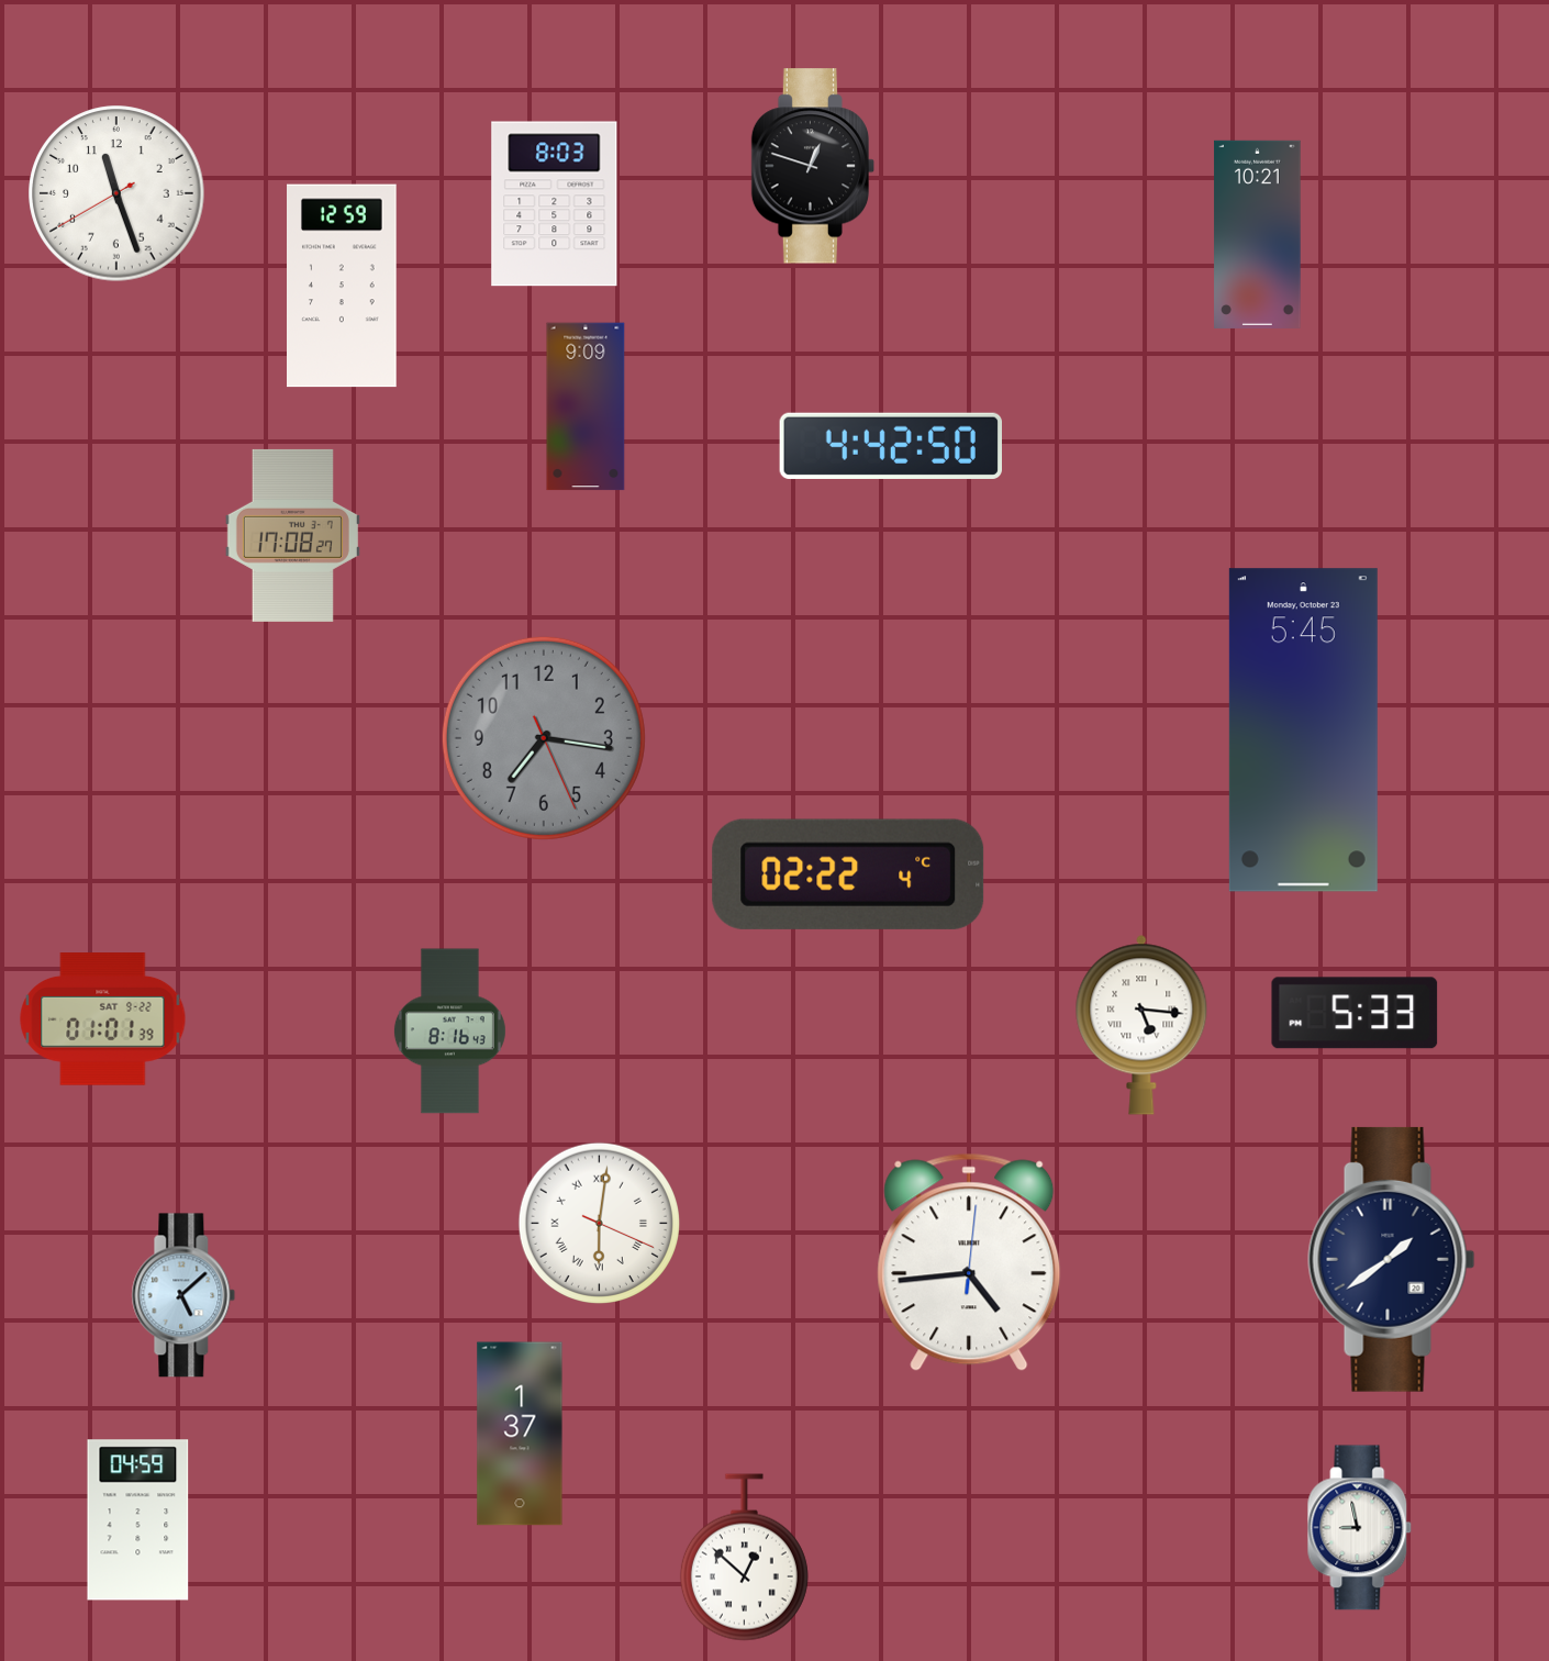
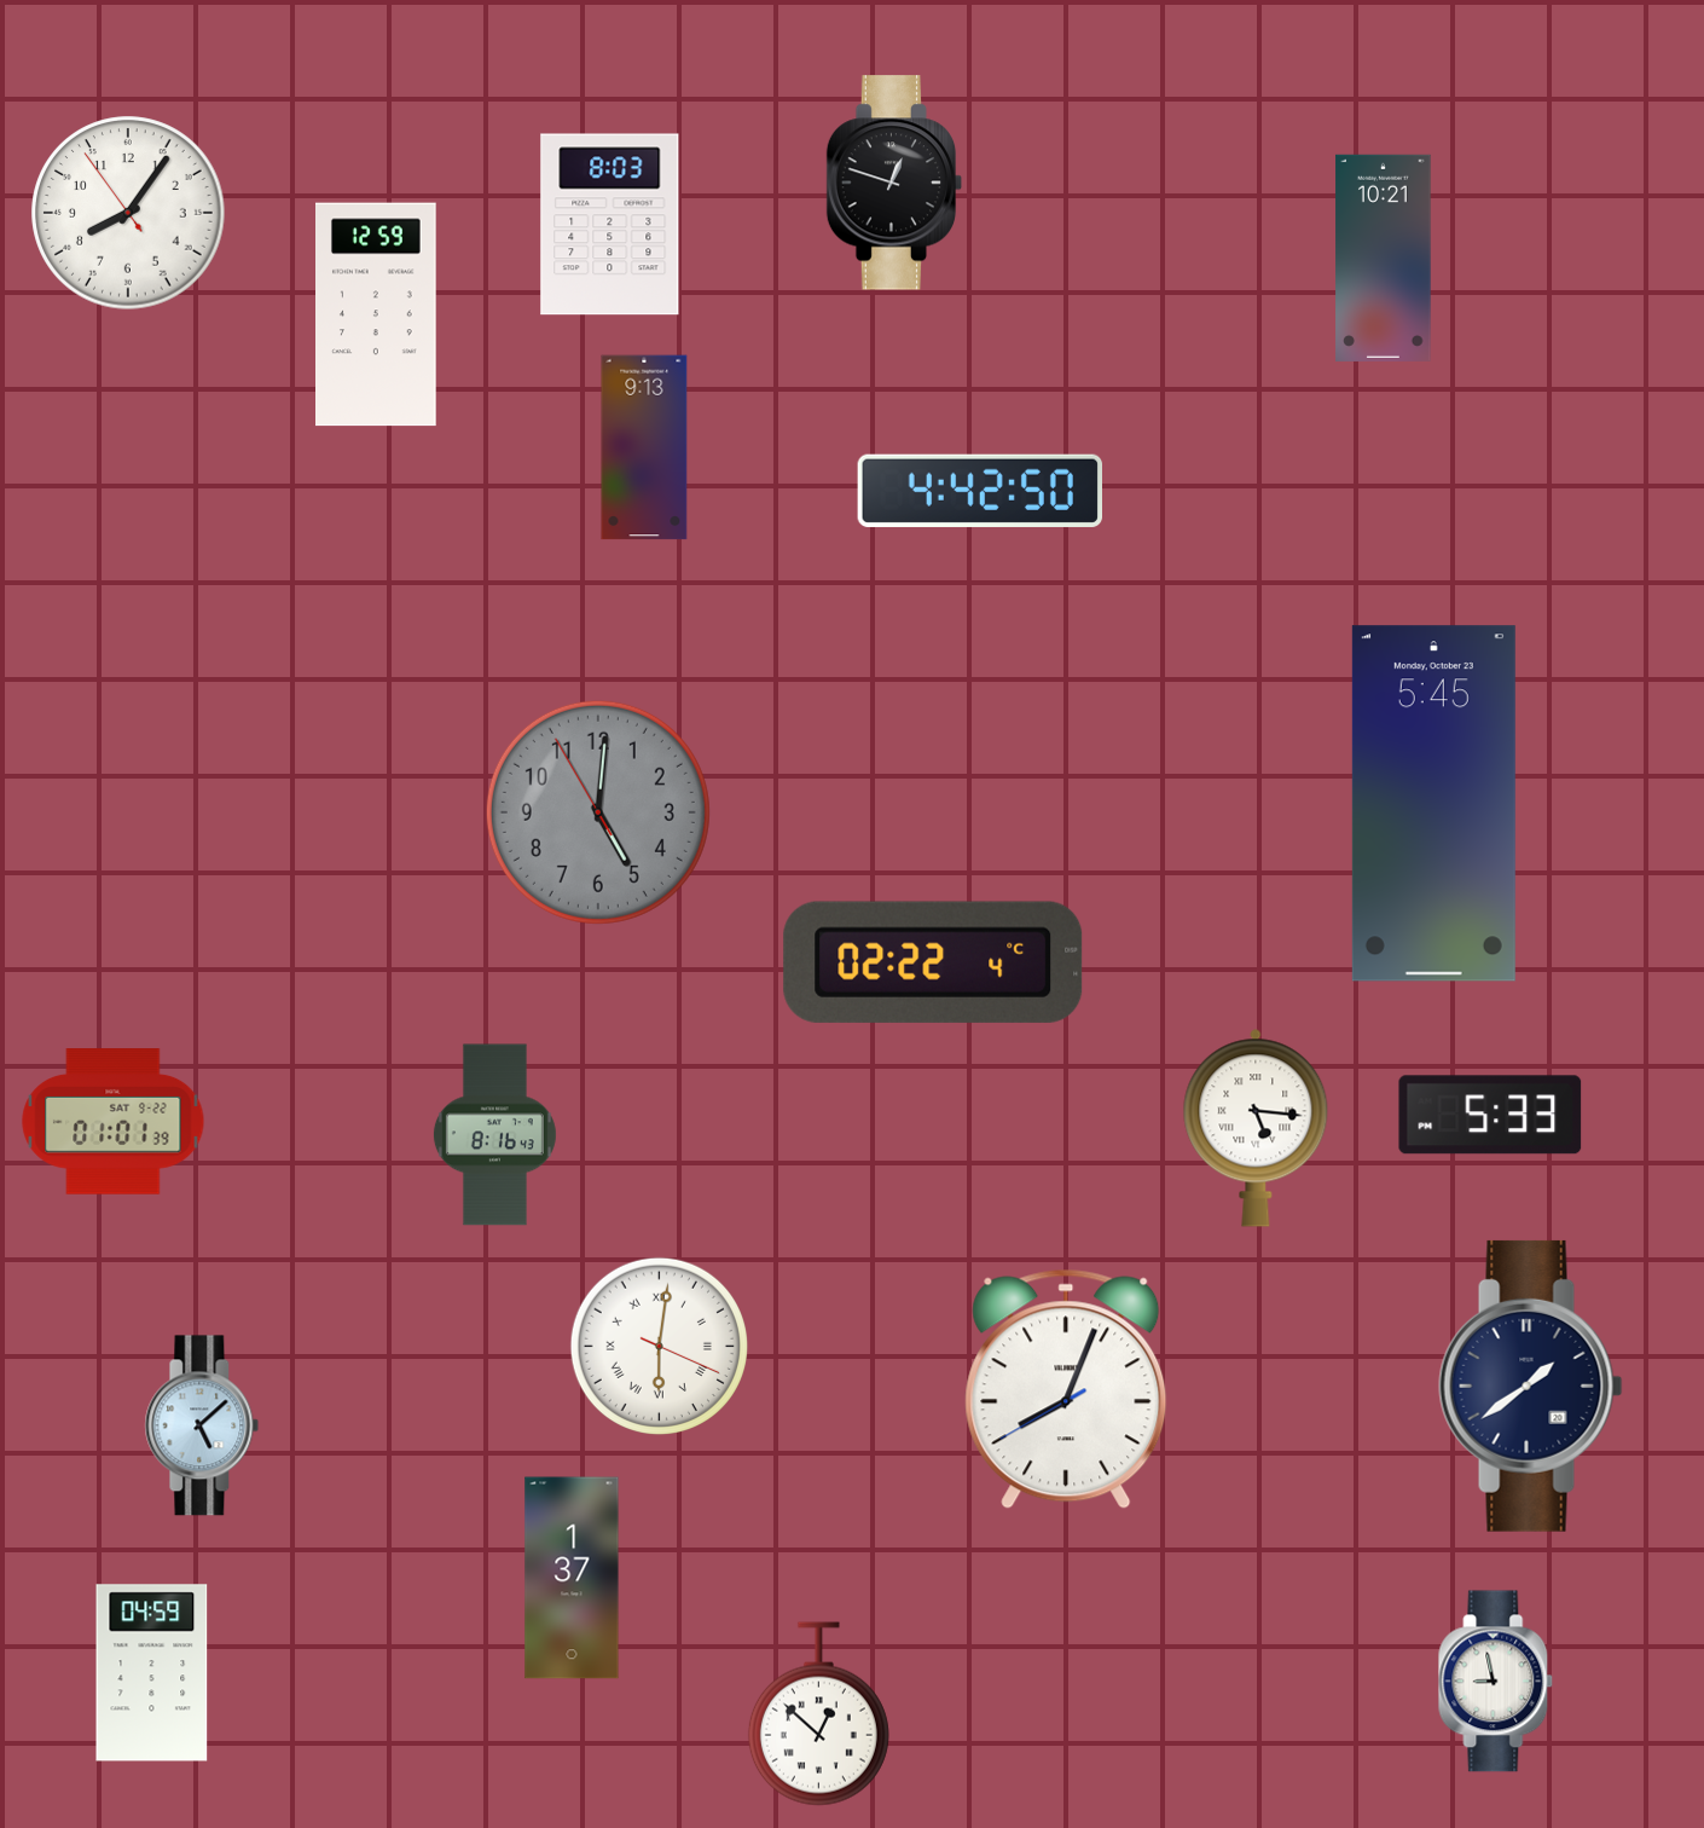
clock at (116, 193): 11:26 -> 8:05
clock at (586, 406): 9:09 -> 9:13
clock at (292, 535): 17:08 -> none
clock at (544, 738): 7:16 -> 5:00
clock at (969, 1262): 4:44 -> 8:03
